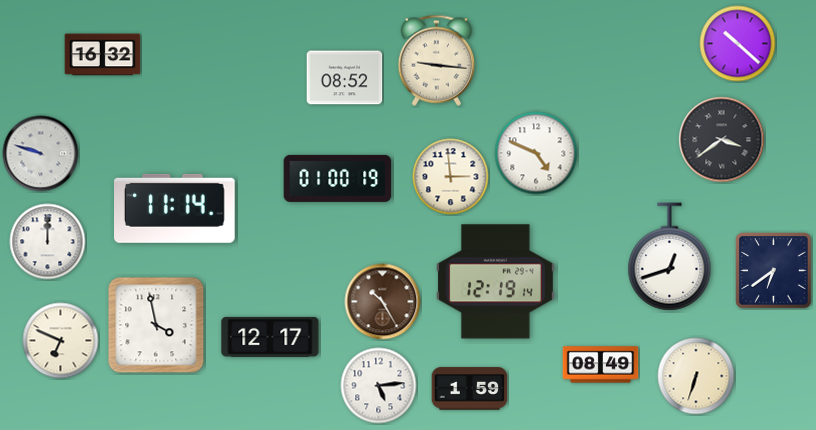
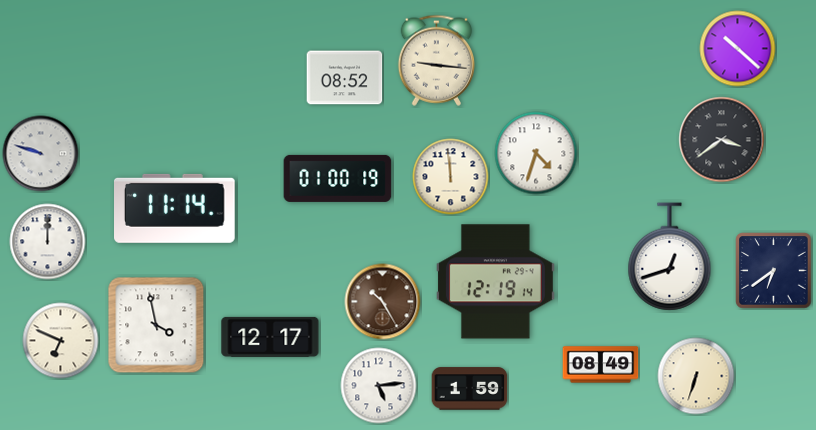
clock at (738, 44) position: (738, 44) -> (738, 49)
clock at (103, 55): 16:32 -> none
clock at (536, 153): 4:49 -> 4:33
clock at (451, 177): 2:59 -> 11:59
